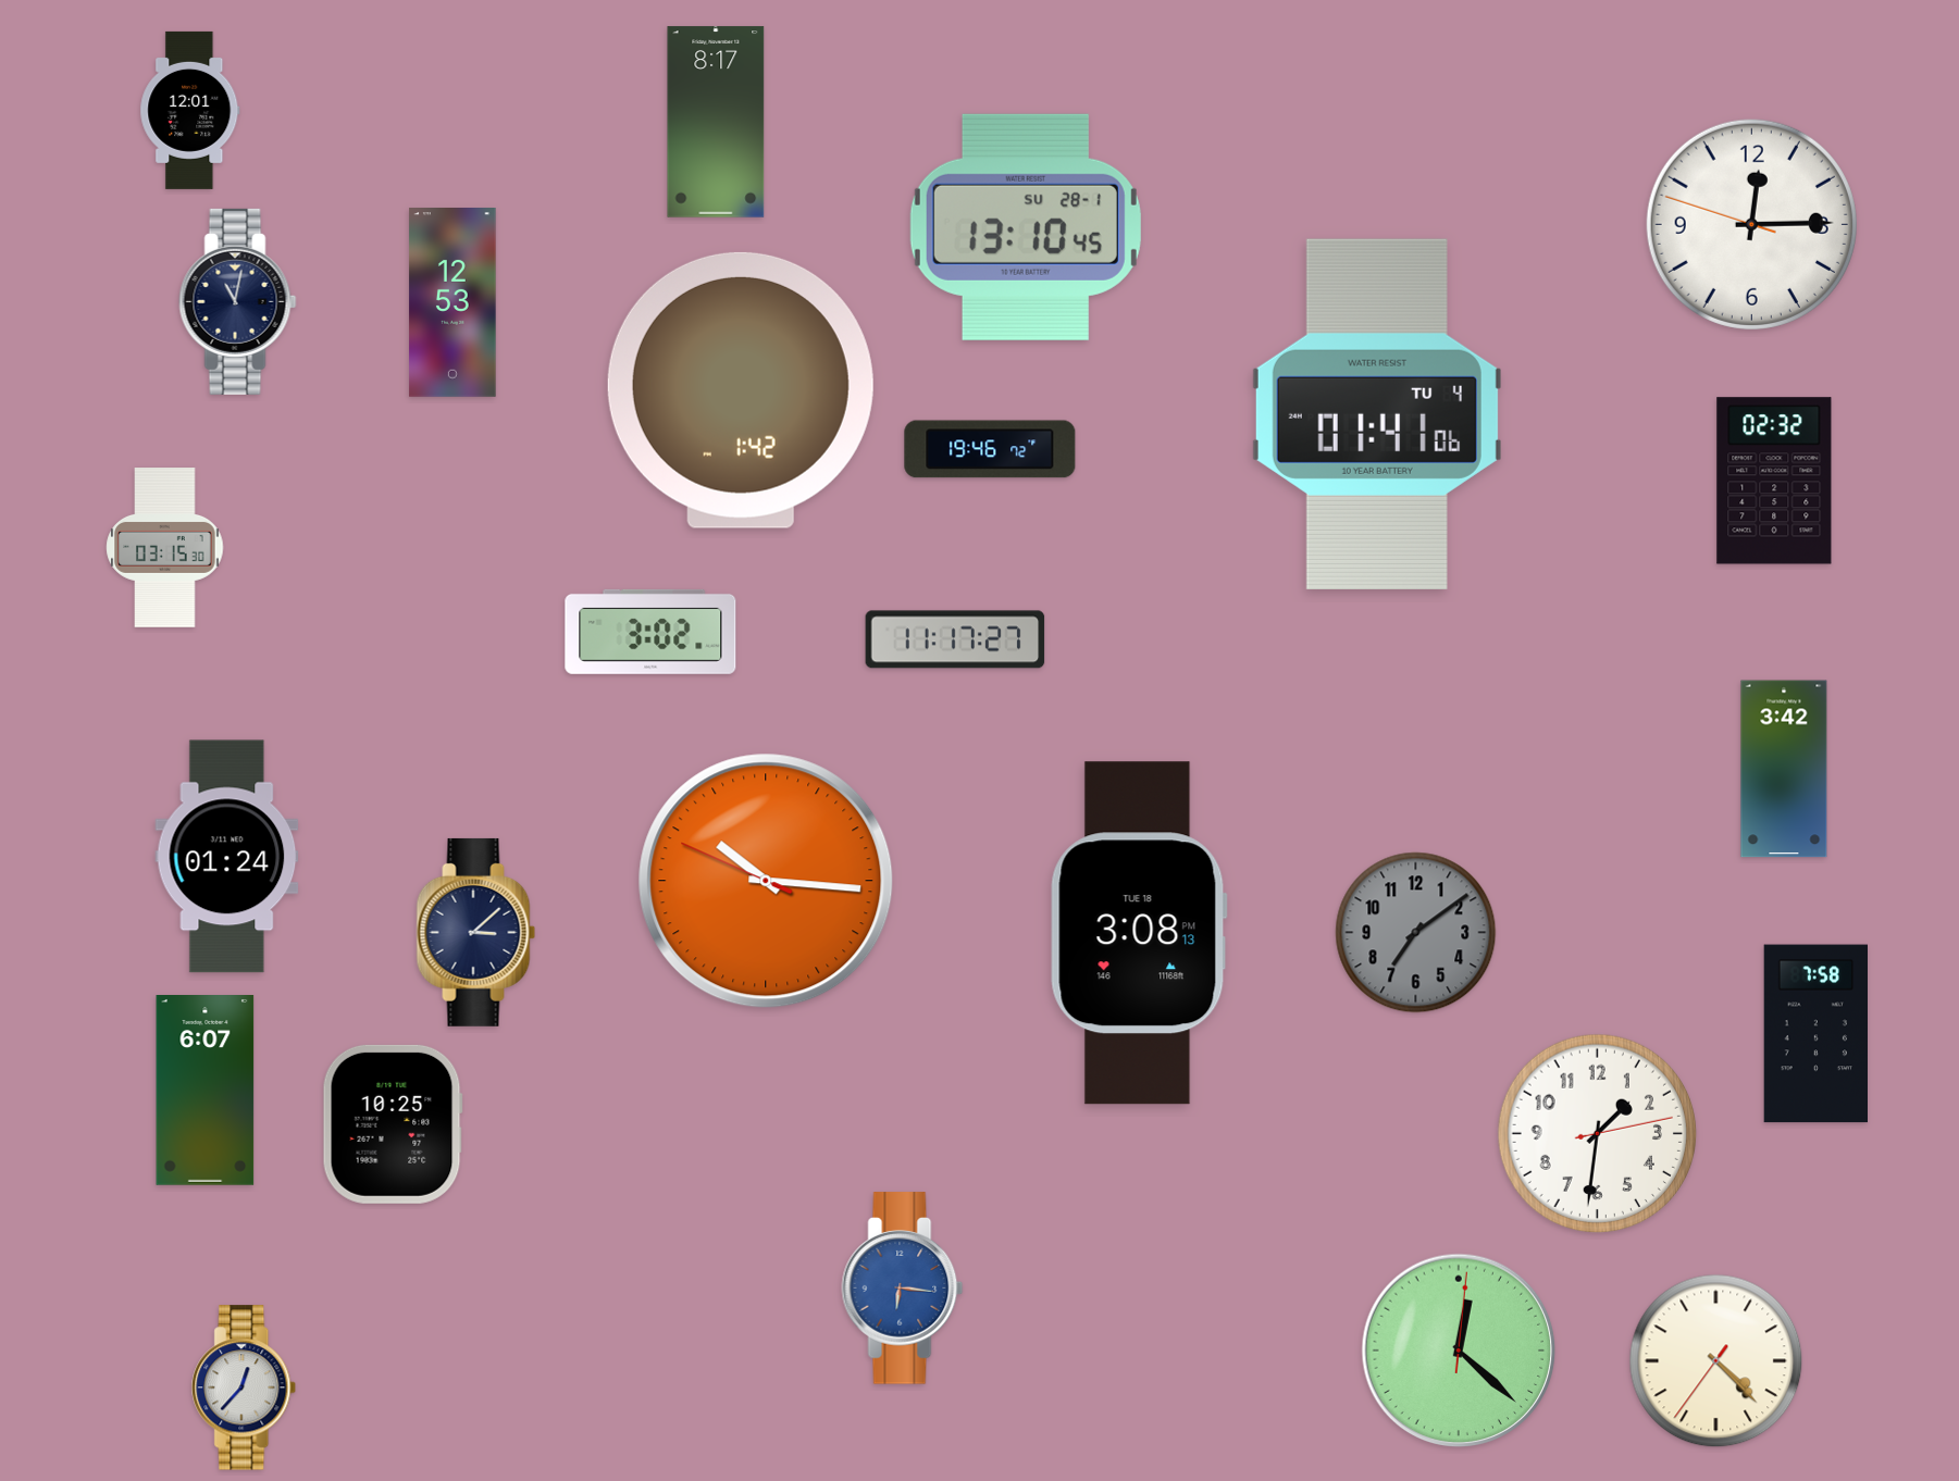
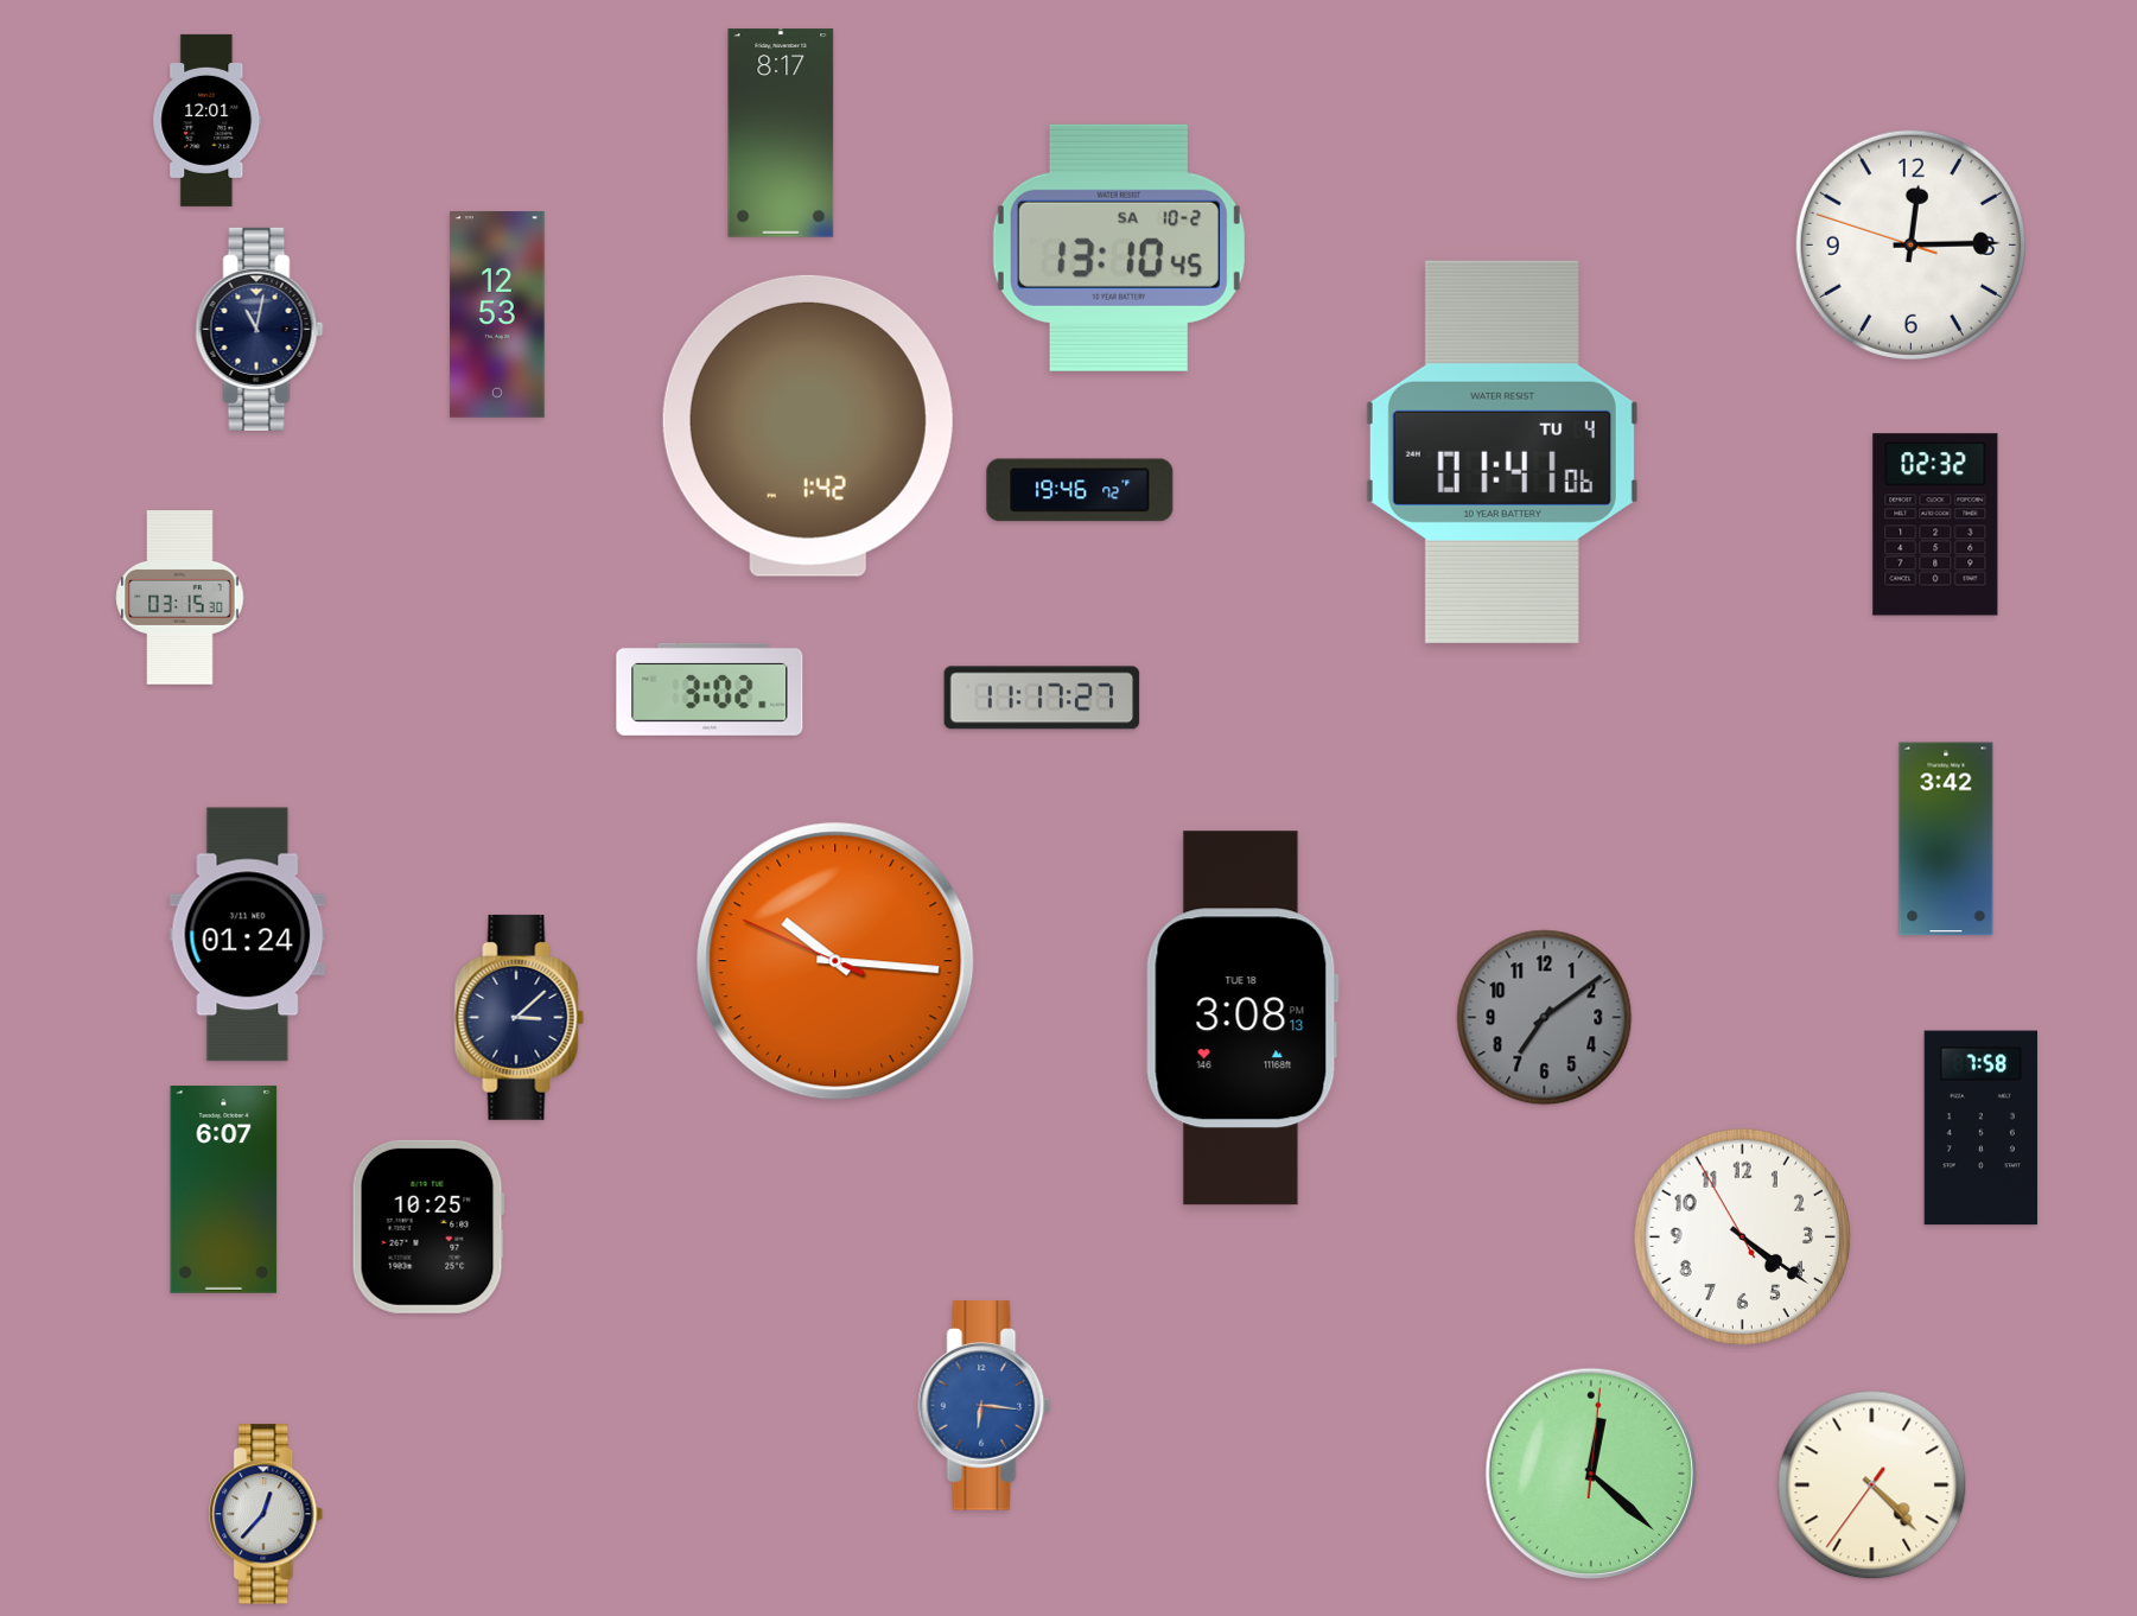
clock at (1026, 227) date: SU 28-1 -> SA 10-2
clock at (452, 303) position: (452, 303) -> (497, 316)
clock at (1598, 1134): 1:31 -> 4:20
